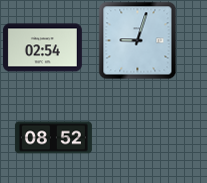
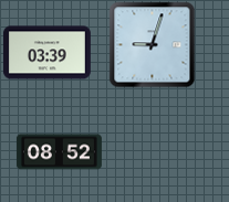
clock at (42, 48): 02:54 -> 03:39
